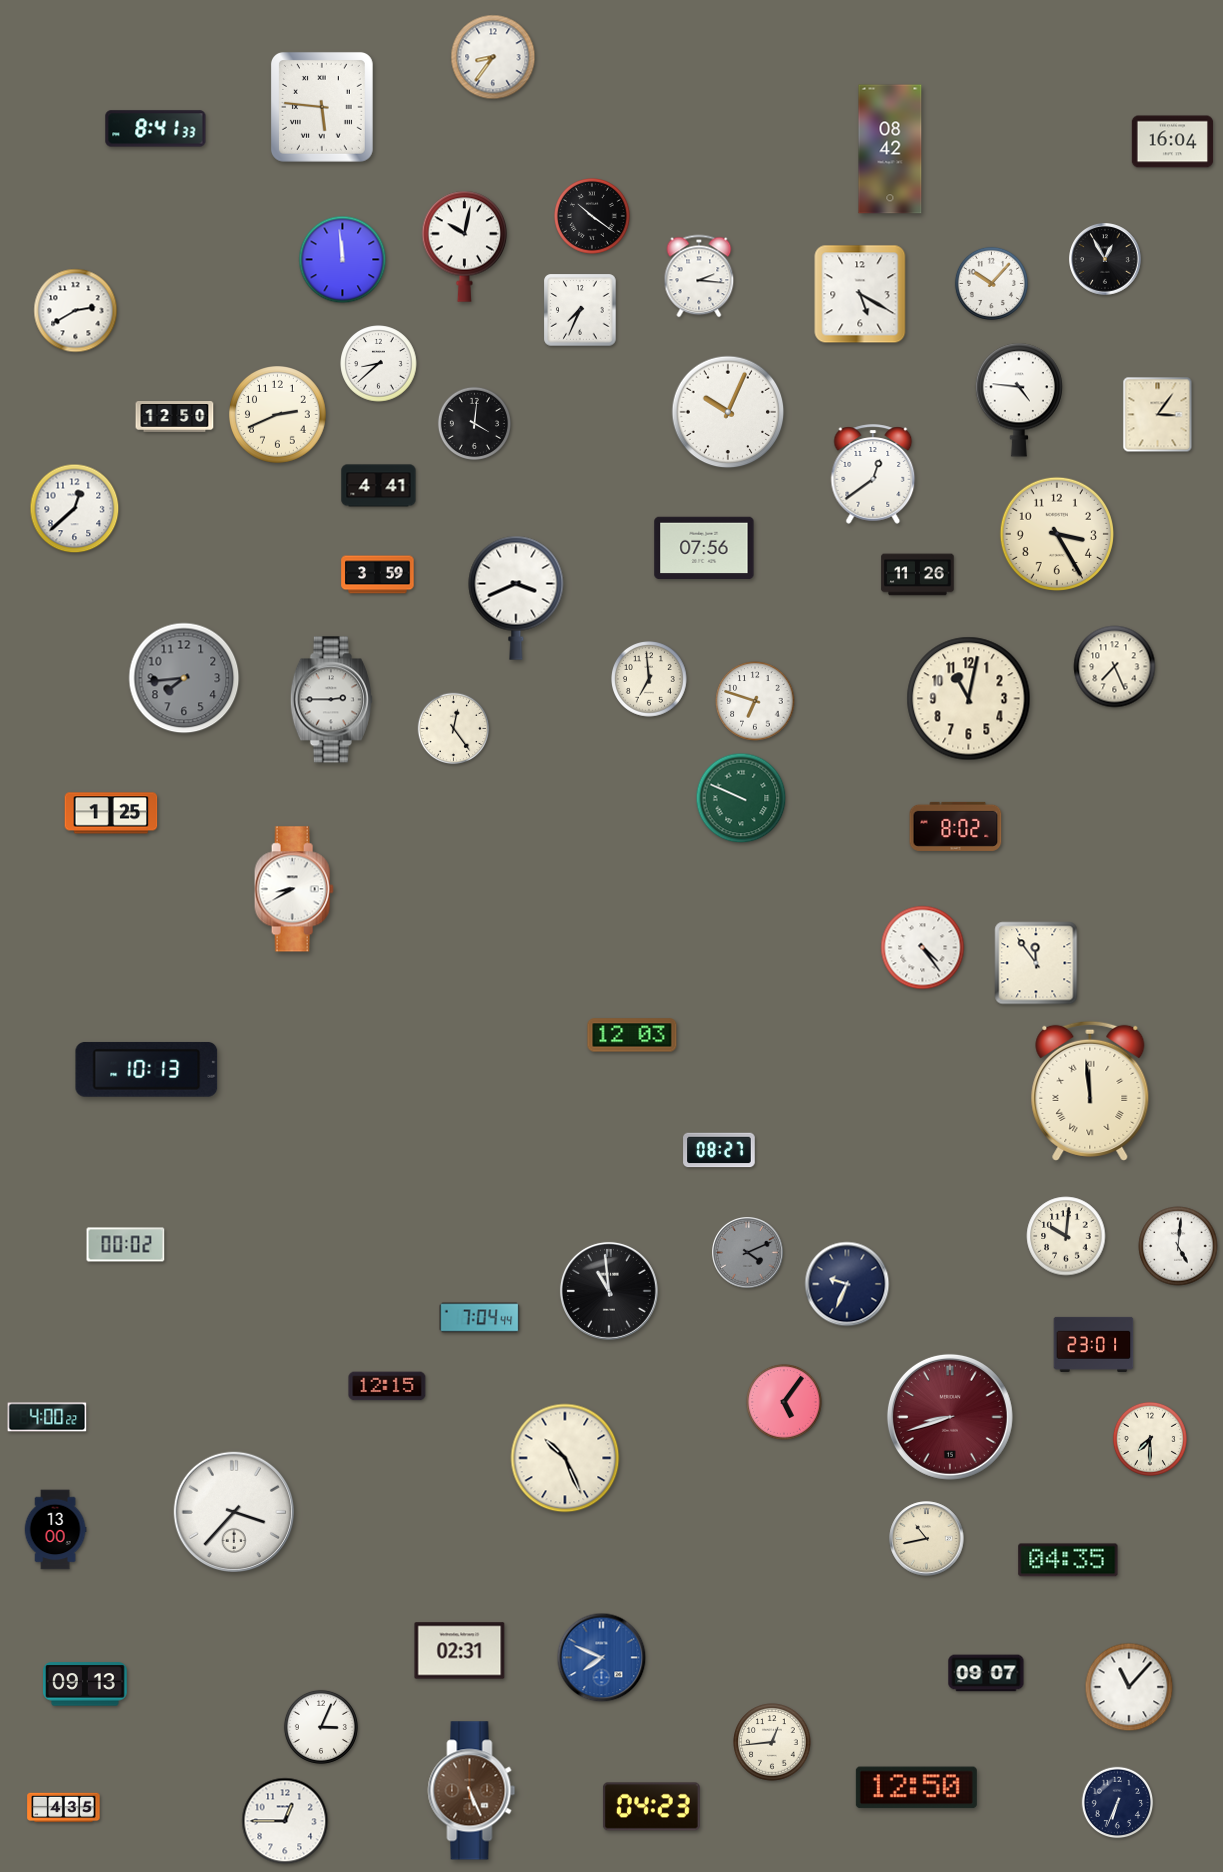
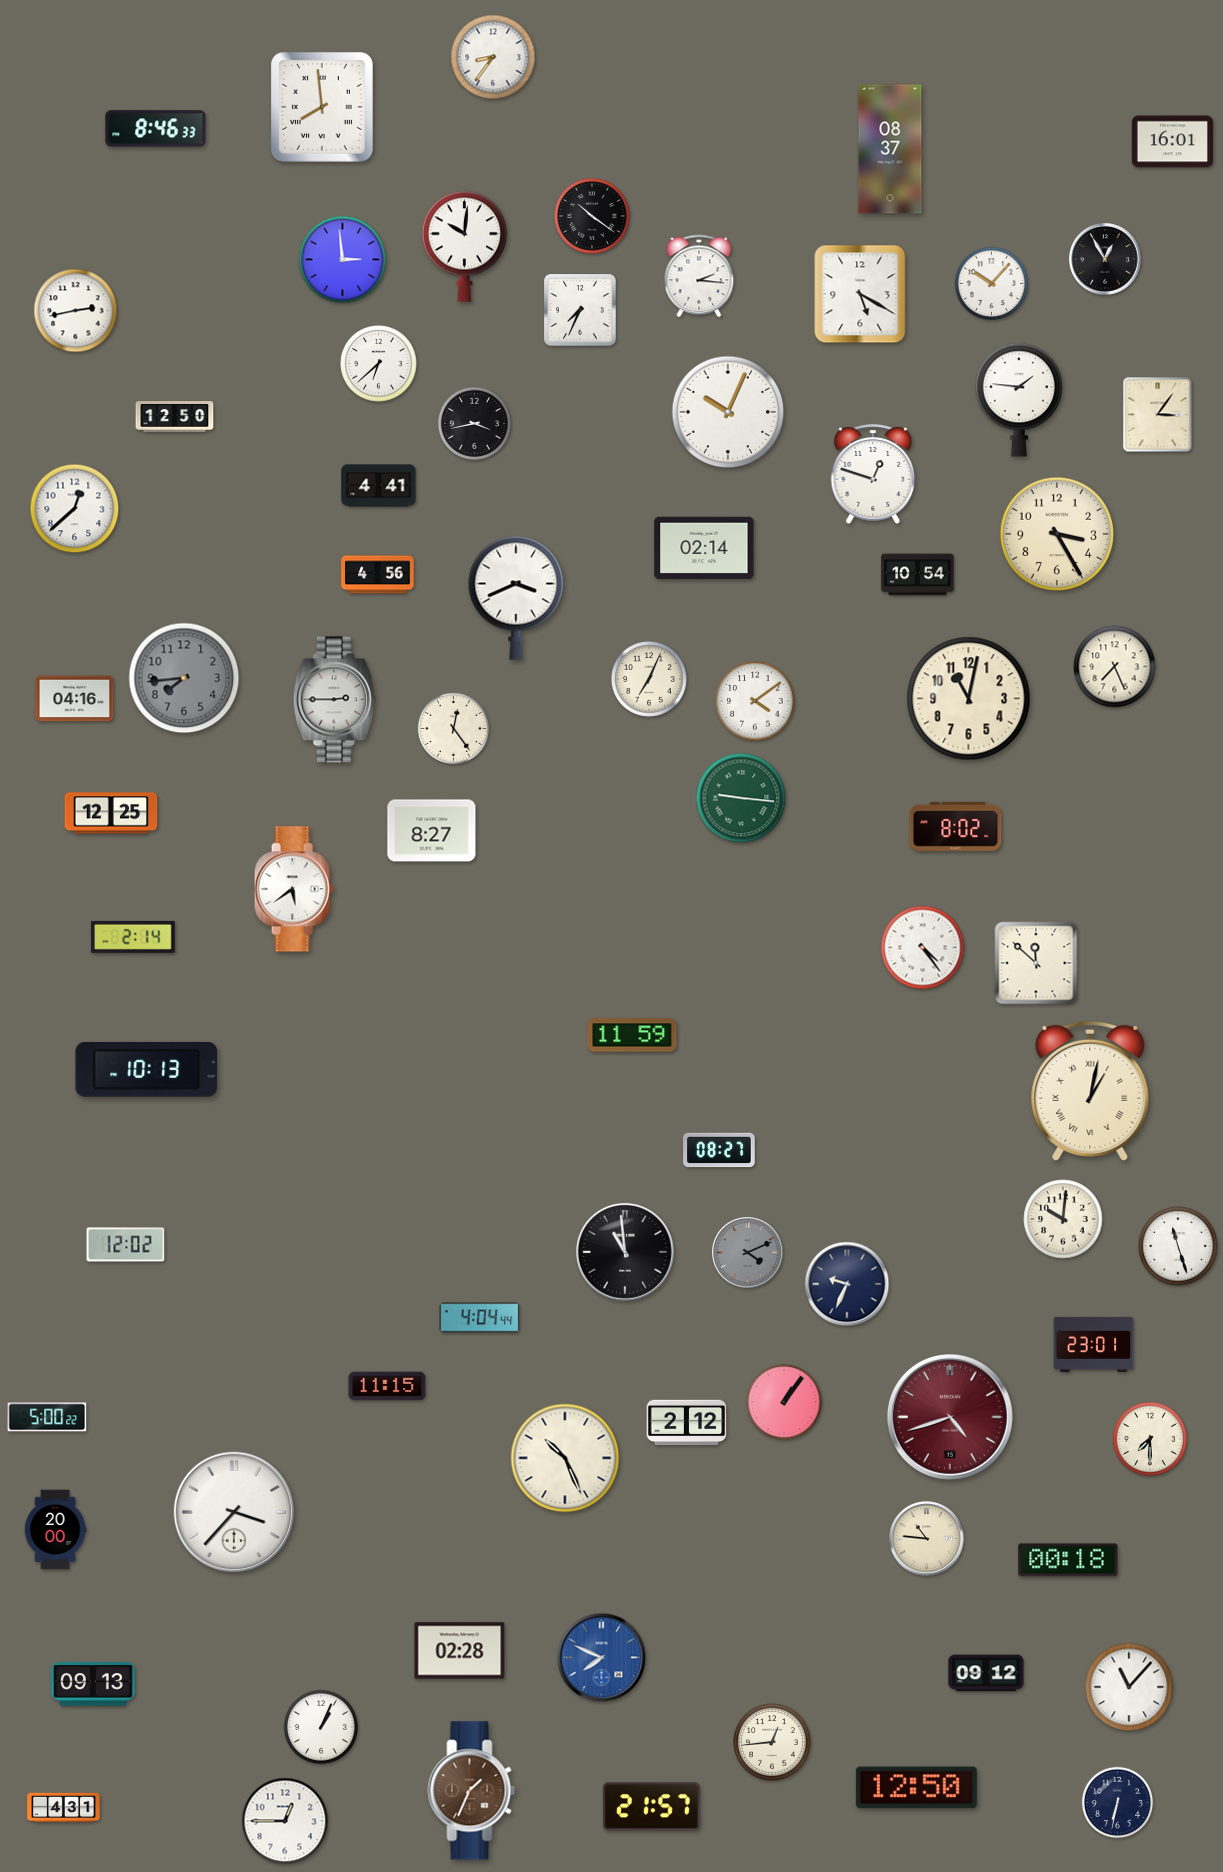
clock at (322, 107): 5:46 -> 7:59
clock at (156, 129): 8:41 -> 8:46
clock at (1173, 142): 16:04 -> 16:01
clock at (890, 149): 08:42 -> 08:37
clock at (465, 246): 10:02 -> 10:01
clock at (343, 260): 11:59 -> 2:59
clock at (76, 311): 2:40 -> 2:43
clock at (379, 364): 8:38 -> 6:38
clock at (1019, 400): 4:46 -> 1:46
clock at (278, 415): 2:41 -> none
clock at (474, 423): 4:01 -> 3:43
clock at (873, 474): 12:39 -> 12:48
clock at (704, 548): 07:56 -> 02:14
clock at (378, 575): 3:59 -> 4:56
clock at (918, 575): 11:26 -> 10:54
clock at (650, 680): 6:59 -> 7:04
clock at (75, 699): none -> 04:16
clock at (331, 700) position: (331, 700) -> (334, 700)
clock at (755, 701): 6:48 -> 4:09
clock at (741, 798): 9:49 -> 9:16
clock at (111, 813): 1:25 -> 12:25
clock at (432, 831): none -> 8:27
clock at (294, 889): 8:40 -> 5:39
clock at (133, 937): none -> 2:14
clock at (1036, 963): 11:54 -> 11:52
clock at (632, 1035): 12:03 -> 11:59
clock at (1090, 1091): 11:59 -> 1:02
clock at (1066, 1236) position: (1066, 1236) -> (1063, 1219)
clock at (126, 1245): 00:02 -> 12:02
clock at (1178, 1246): 5:01 -> 11:27
clock at (609, 1291) position: (609, 1291) -> (625, 1252)
clock at (480, 1318): 7:04 -> 4:04
clock at (387, 1386): 12:15 -> 11:15
clock at (785, 1403): 5:06 -> 1:06
clock at (47, 1417): 4:00 -> 5:00
clock at (950, 1417): 8:42 -> 4:42
clock at (687, 1423): none -> 2:12
clock at (55, 1530): 13:00 -> 20:00
clock at (927, 1539): 10:43 -> 10:46
clock at (1068, 1560): 04:35 -> 00:18
clock at (460, 1651): 02:31 -> 02:28
clock at (986, 1673): 09:07 -> 09:12
clock at (86, 1684) position: (86, 1684) -> (94, 1684)
clock at (321, 1727): 3:04 -> 1:04
clock at (472, 1791): 5:26 -> 1:34
clock at (1118, 1803): 6:34 -> 6:32
clock at (651, 1807): 04:23 -> 21:57
clock at (64, 1808): 4:35 -> 4:31
